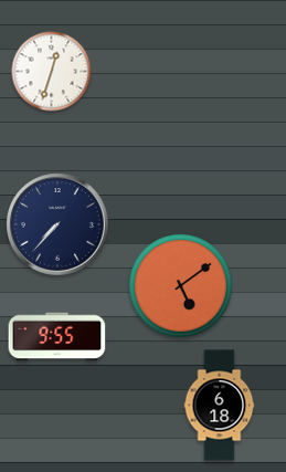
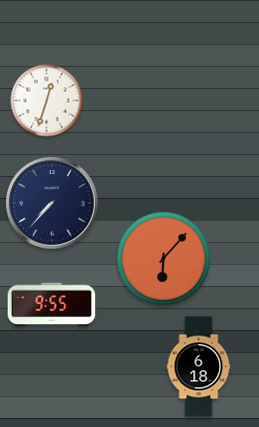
clock at (52, 72) position: (52, 72) -> (47, 101)
clock at (181, 286): 5:09 -> 6:07
